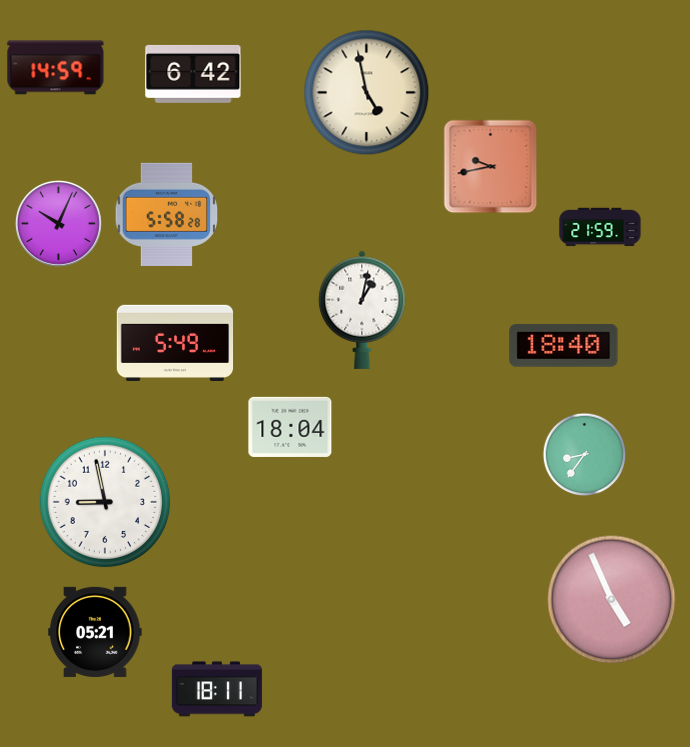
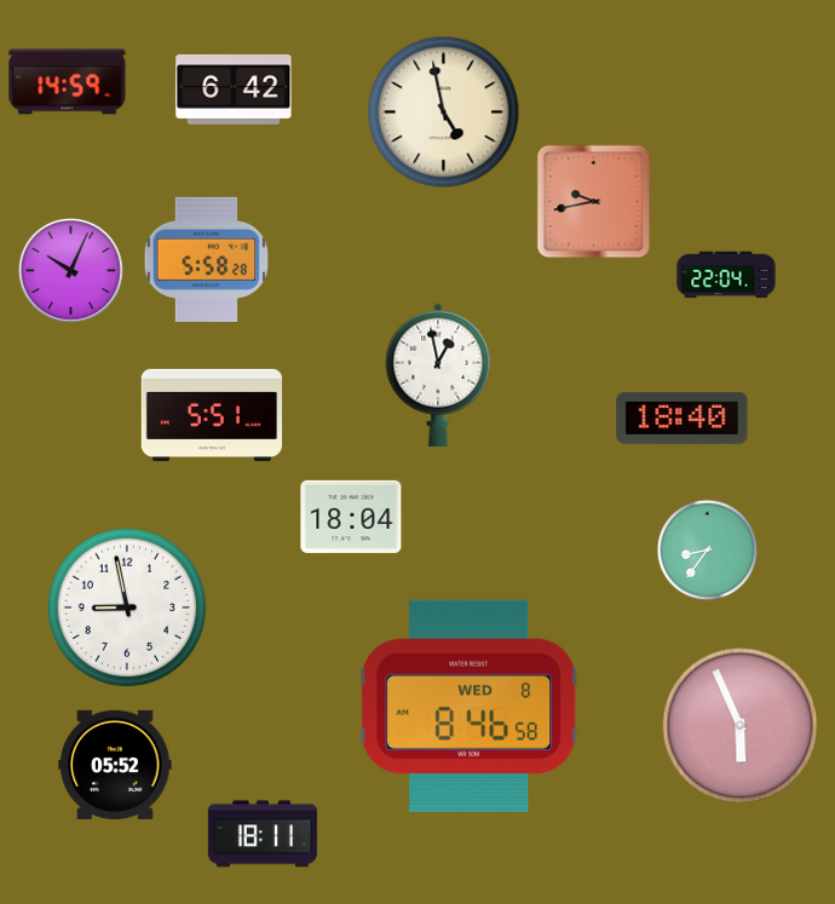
clock at (167, 214) position: (167, 214) -> (207, 259)
clock at (600, 227): 21:59 -> 22:04
clock at (362, 310): 1:02 -> 12:58
clock at (175, 342): 5:49 -> 5:51
clock at (470, 706): none -> 8:46
clock at (612, 600): 4:56 -> 5:56
clock at (95, 632): 05:21 -> 05:52
